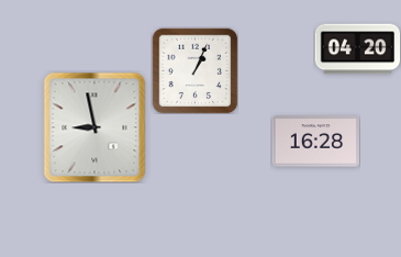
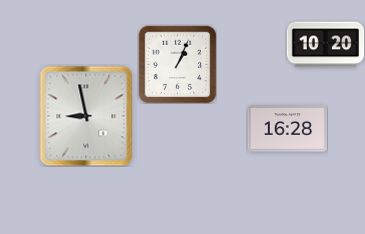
clock at (357, 49): 04:20 -> 10:20
